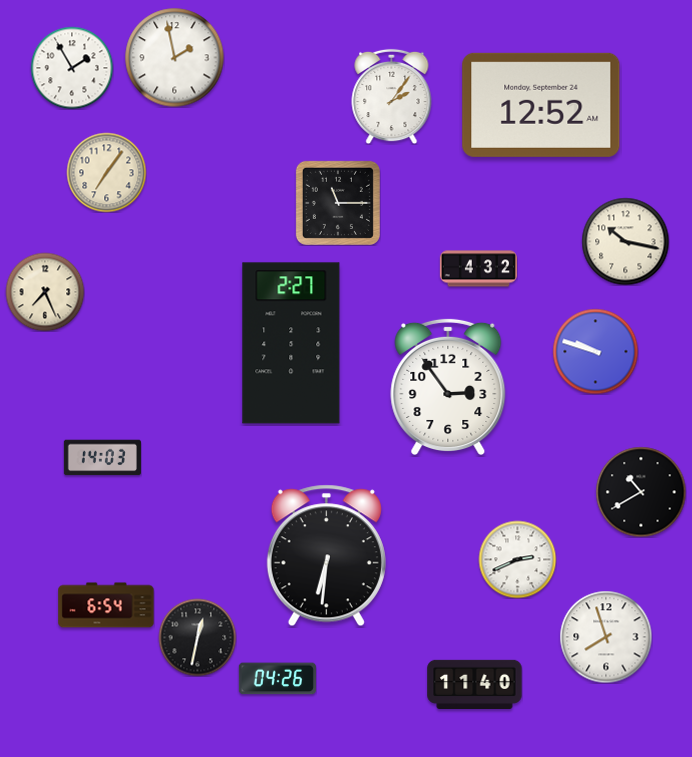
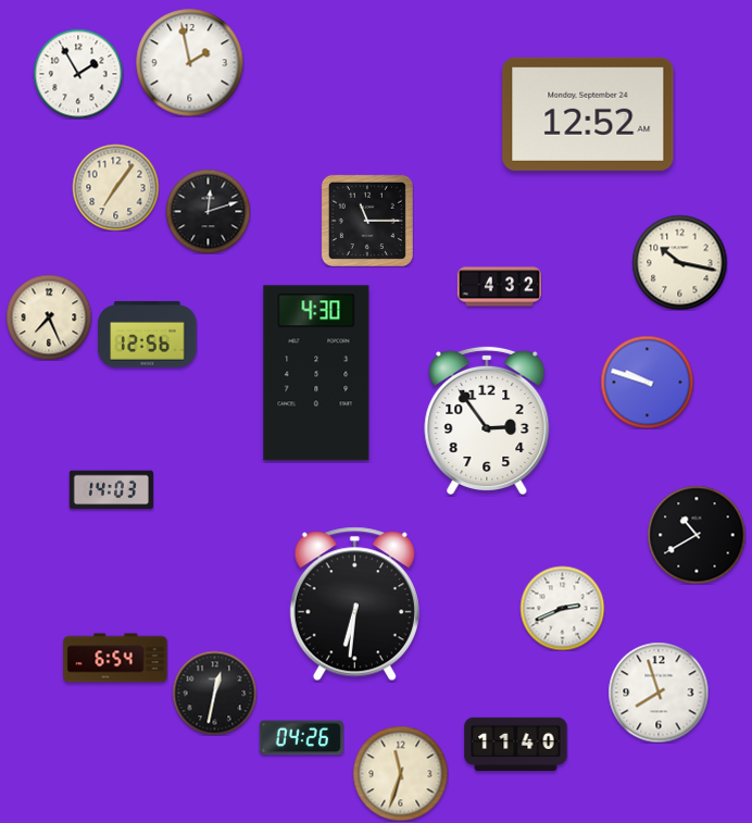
clock at (392, 96): 2:06 -> none
clock at (208, 211): none -> 12:12
clock at (478, 269) position: (478, 269) -> (499, 287)
clock at (148, 334): none -> 12:56
clock at (291, 343): 2:27 -> 4:30
clock at (102, 458) position: (102, 458) -> (111, 490)
clock at (400, 773): none -> 11:33
